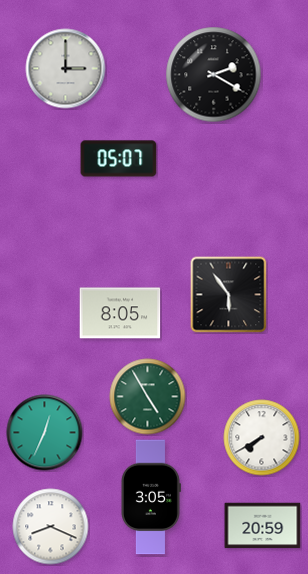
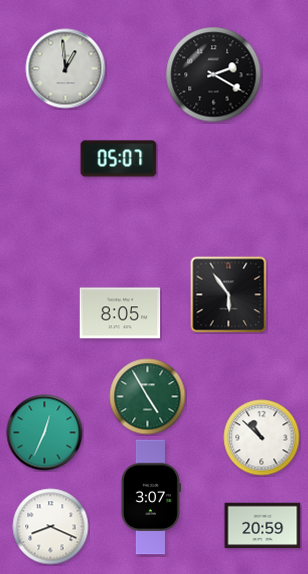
clock at (66, 69): 3:00 -> 12:59
clock at (262, 438): 7:40 -> 10:52
clock at (150, 497): 3:05 -> 3:07
